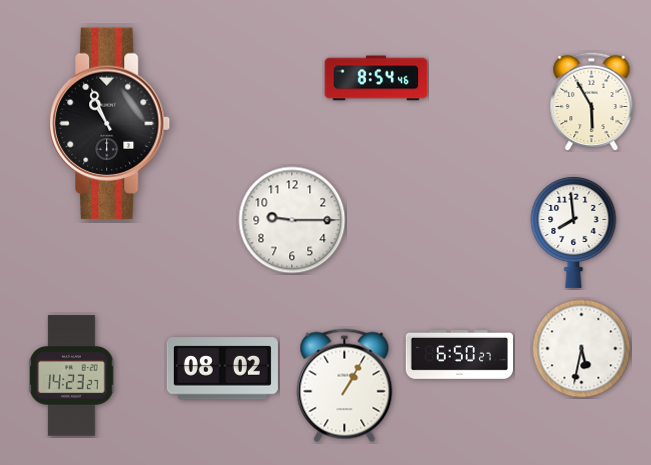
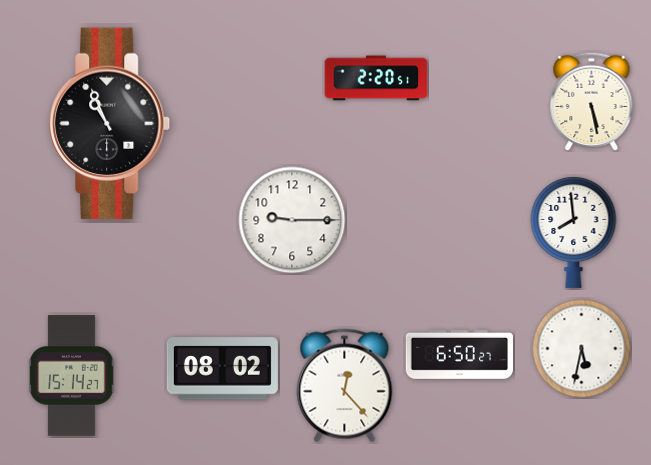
clock at (376, 78): 8:54 -> 2:20
clock at (592, 101): 5:55 -> 5:28
clock at (72, 376): 14:23 -> 15:14
clock at (345, 386): 1:05 -> 12:23
